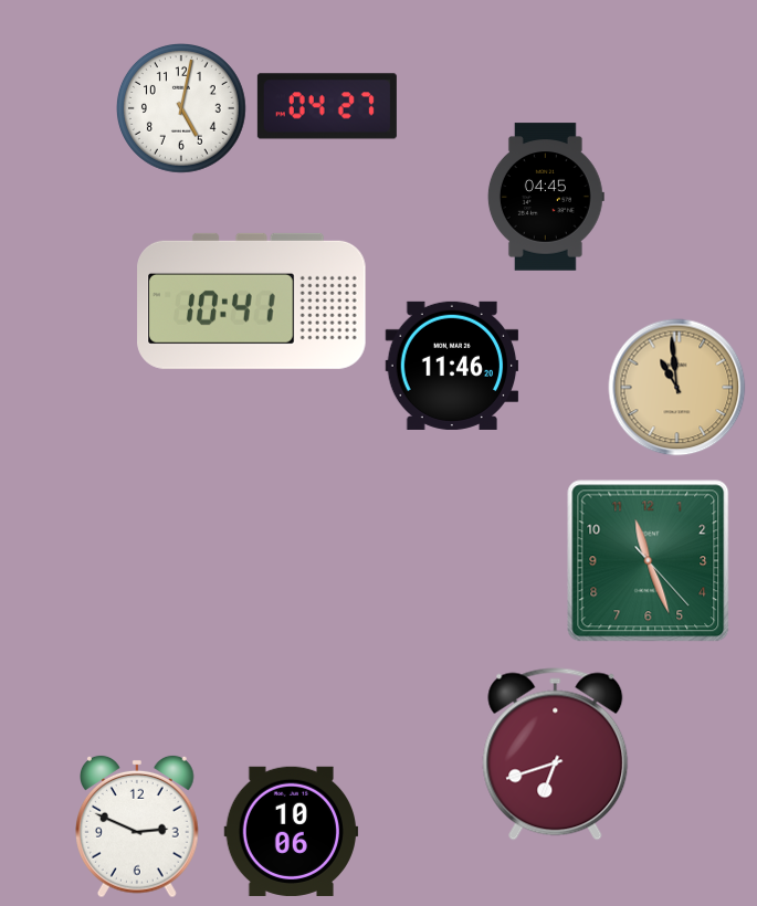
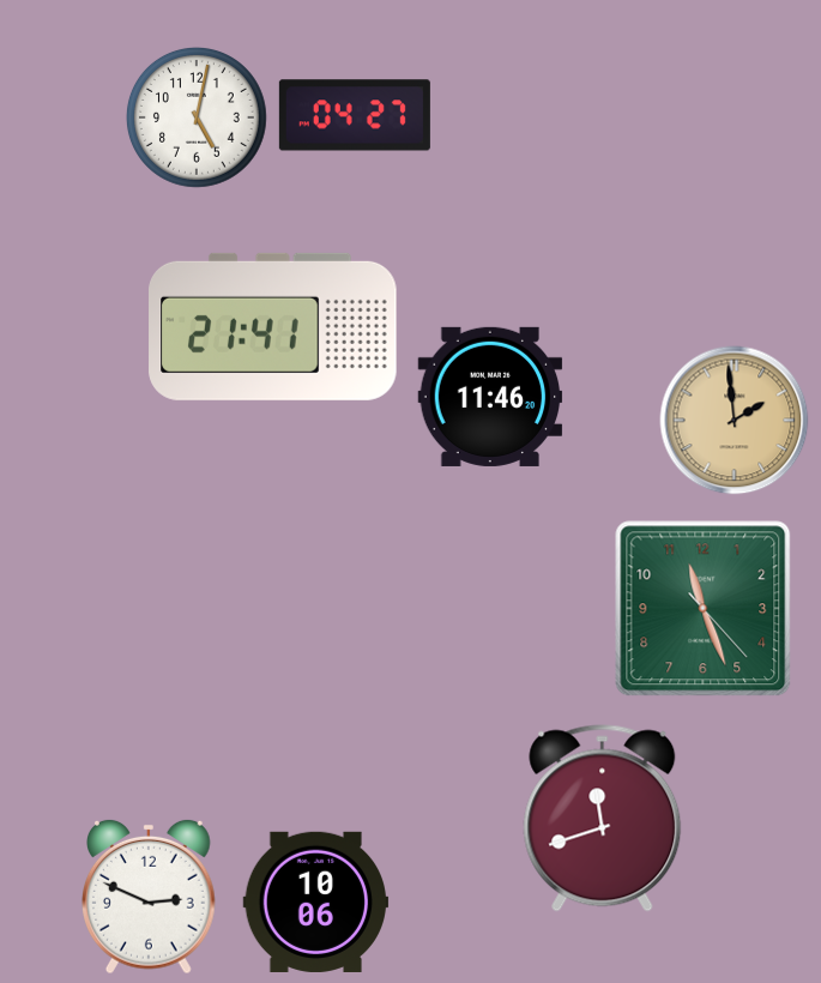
clock at (546, 197): 04:45 -> none
clock at (252, 301): 10:41 -> 21:41
clock at (677, 388): 10:59 -> 1:59
clock at (556, 755): 6:42 -> 11:42
